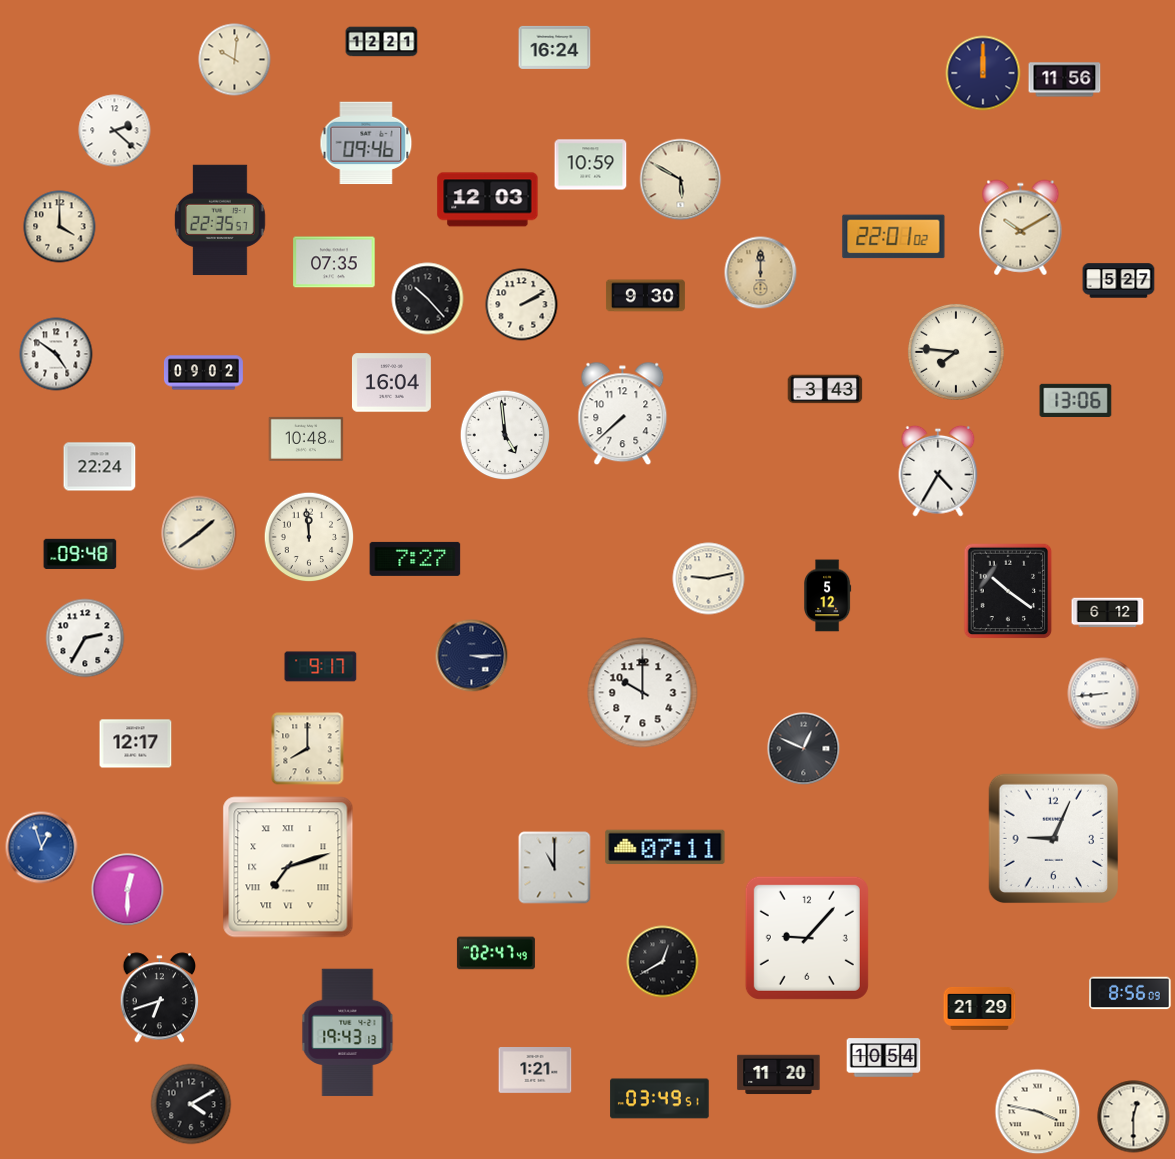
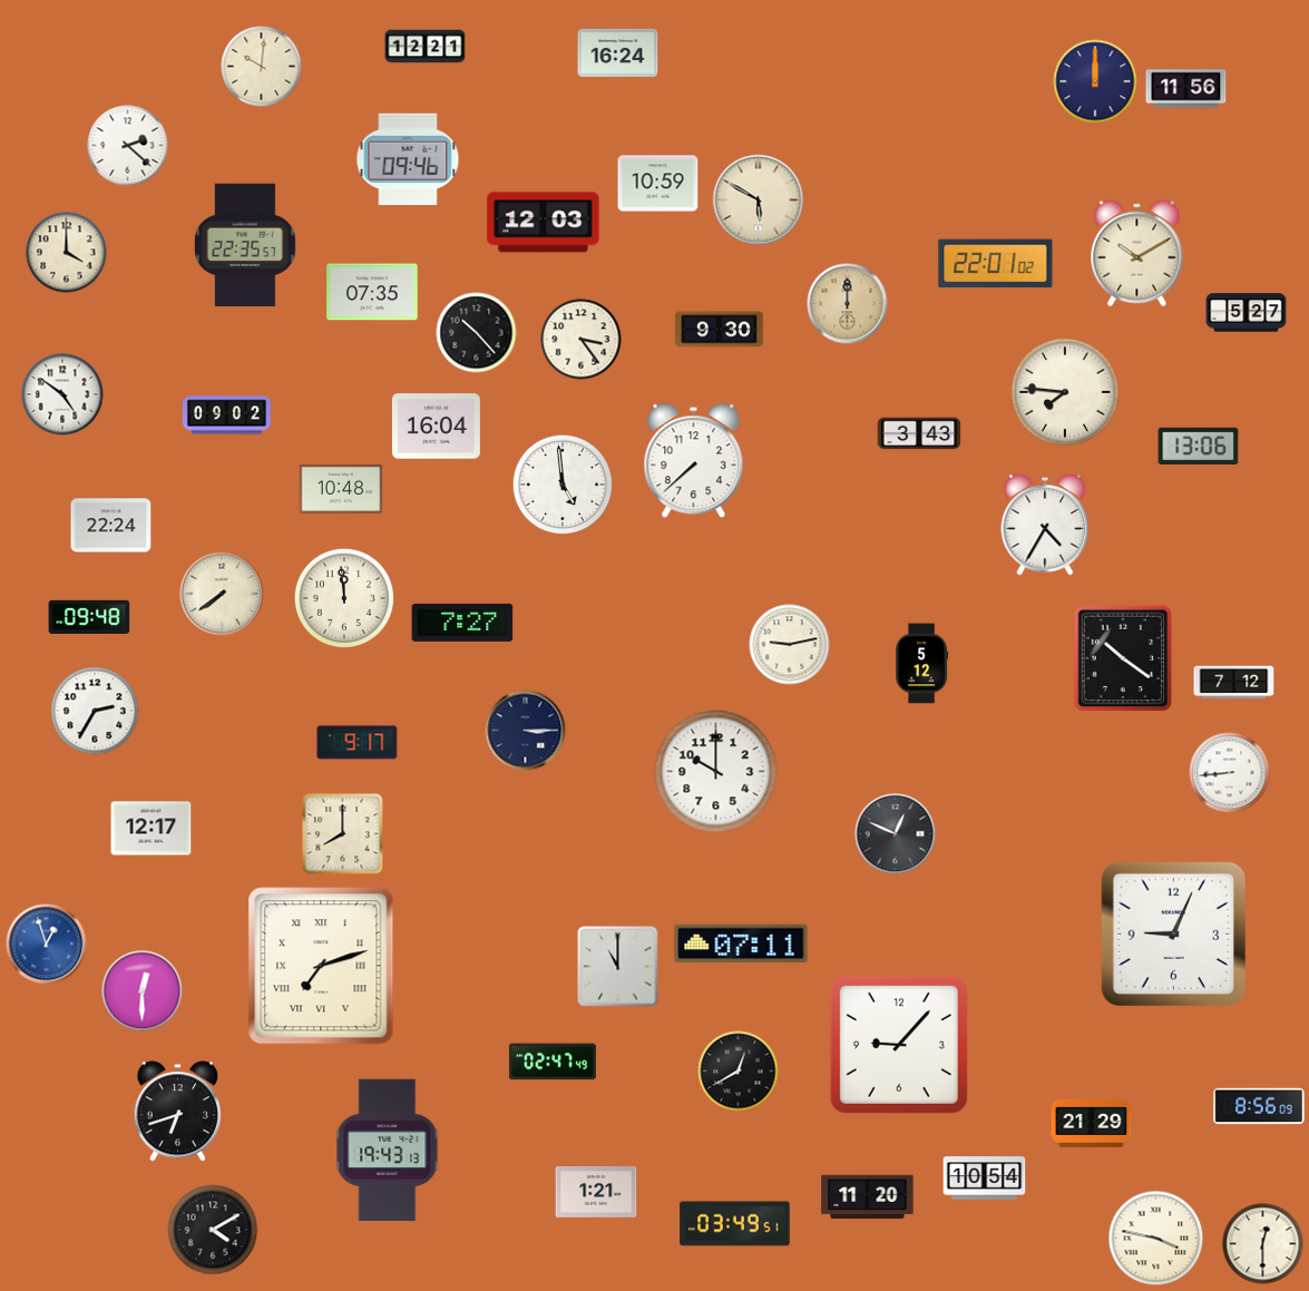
clock at (522, 305): 2:10 -> 3:24
clock at (100, 467) position: (100, 467) -> (111, 526)
clock at (199, 533): 1:39 -> 7:39
clock at (1108, 613): 6:12 -> 7:12
